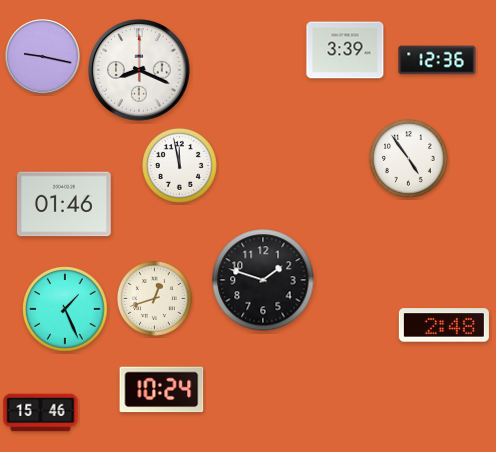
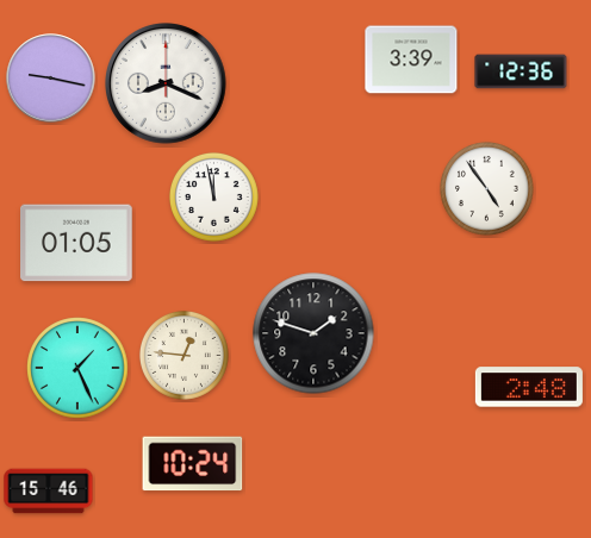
clock at (43, 57) position: (43, 57) -> (51, 79)
clock at (65, 204): 01:46 -> 01:05
clock at (154, 298): 12:42 -> 12:46
